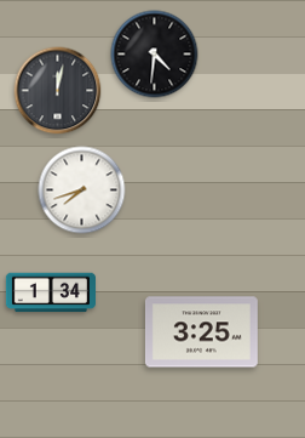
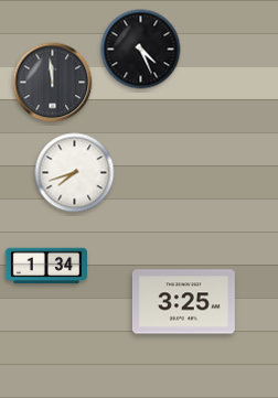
clock at (155, 55): 4:31 -> 4:26
clock at (58, 91): 12:02 -> 11:59
